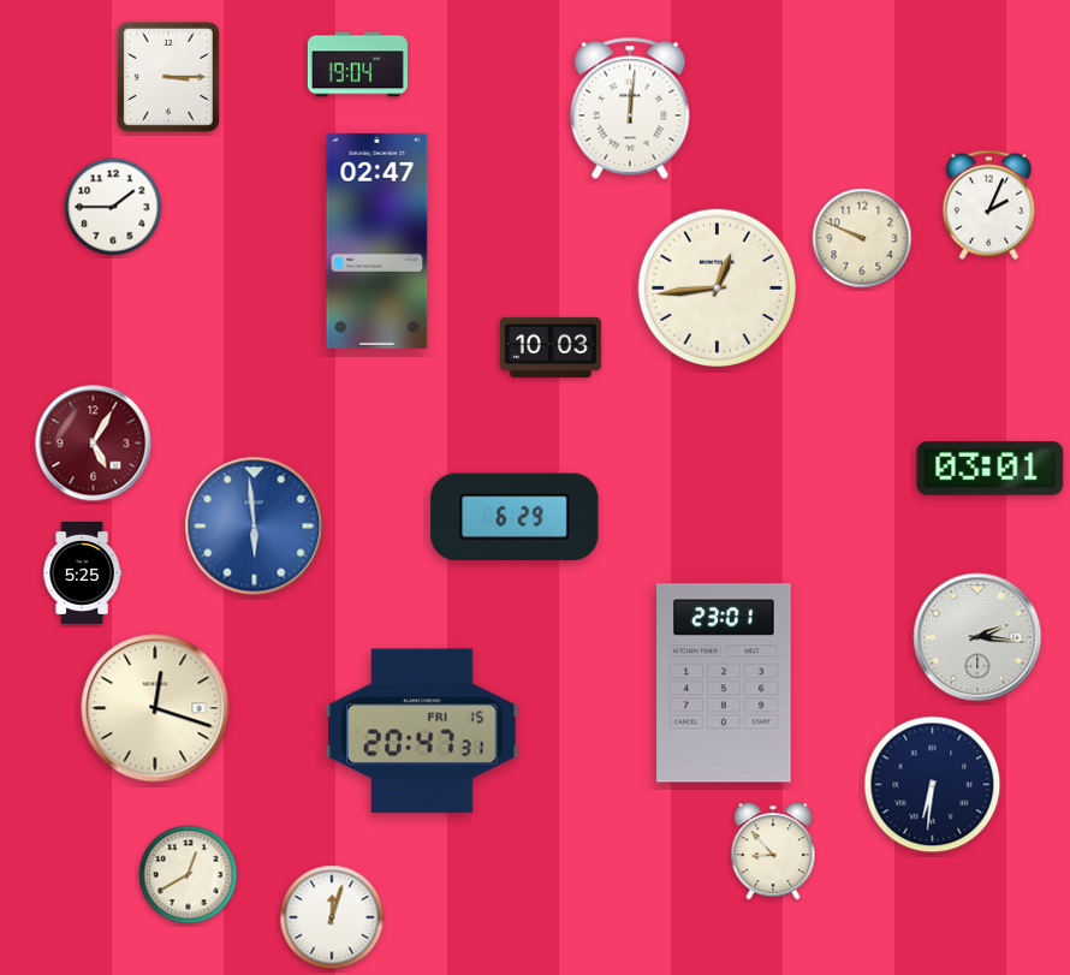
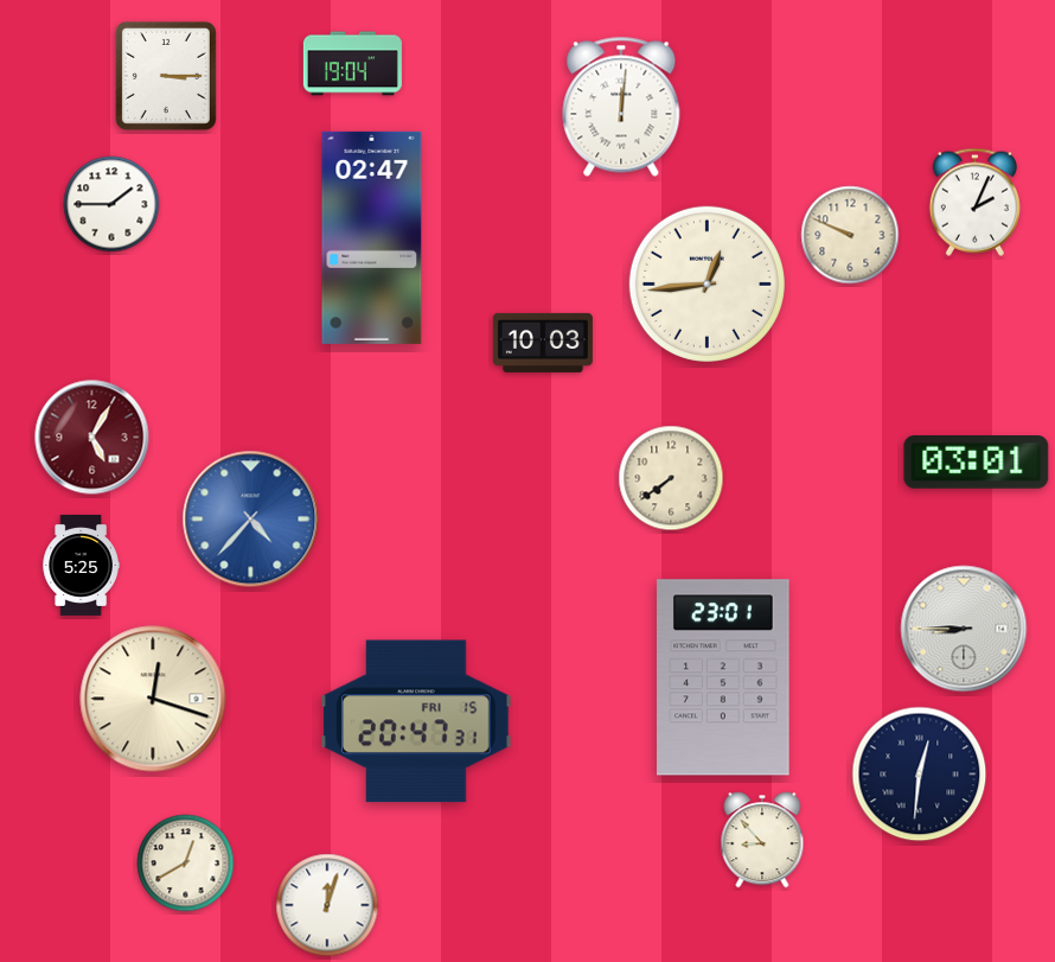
clock at (671, 478): none -> 7:39
clock at (515, 517): 6:29 -> none
clock at (255, 527): 5:59 -> 4:37
clock at (977, 637): 2:16 -> 8:45
clock at (724, 683) position: (724, 683) -> (723, 677)
clock at (933, 785): 6:31 -> 12:31
